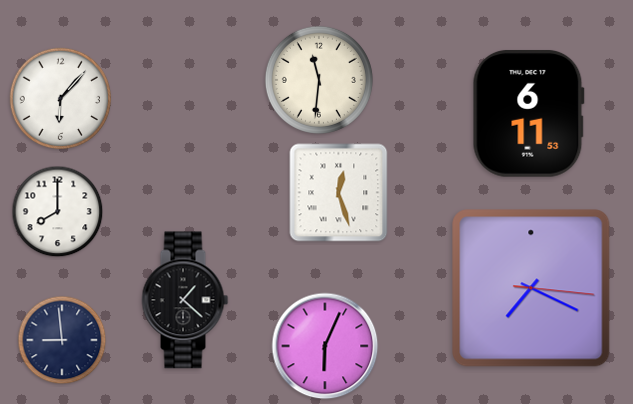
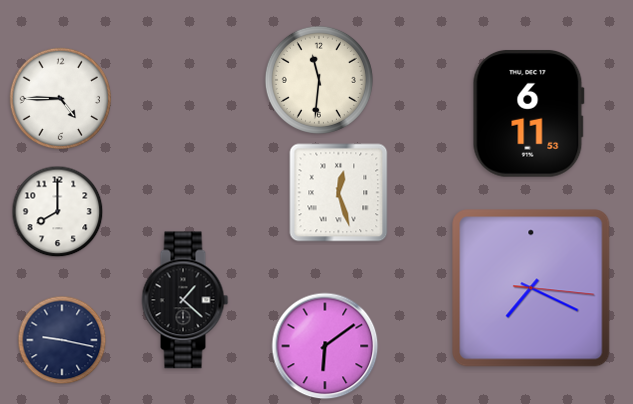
clock at (61, 99): 6:07 -> 4:45
clock at (62, 340): 8:59 -> 9:17
clock at (325, 346): 6:04 -> 6:09
